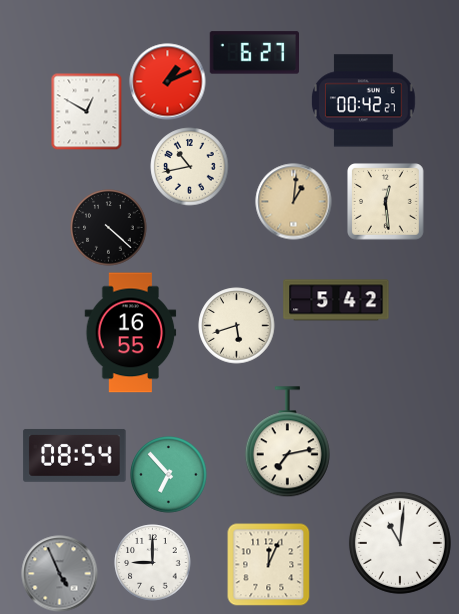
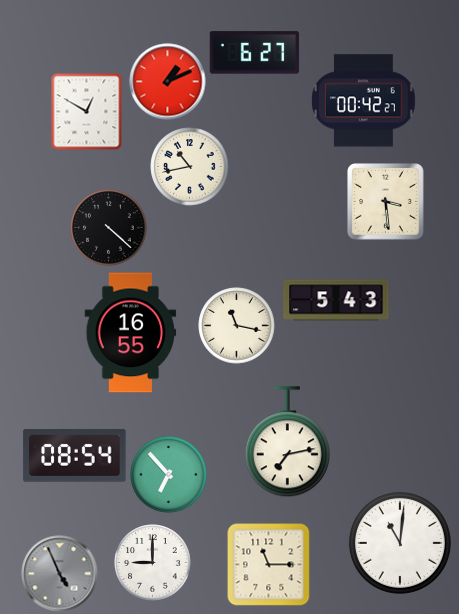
clock at (294, 202): 1:01 -> none
clock at (386, 202): 12:29 -> 3:29
clock at (336, 300): 5:42 -> 5:43
clock at (237, 326): 5:42 -> 11:17
clock at (269, 565): 12:04 -> 11:15
